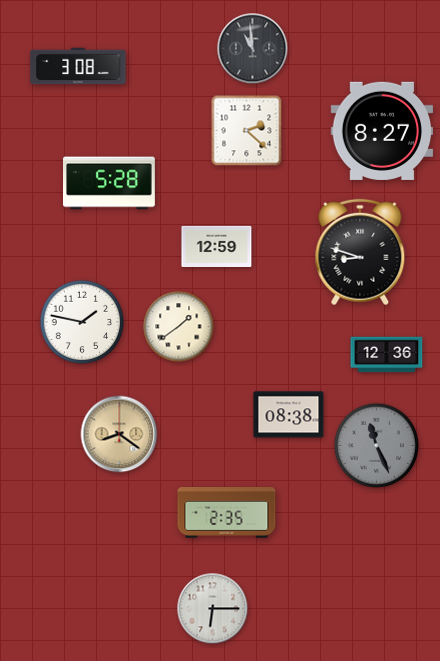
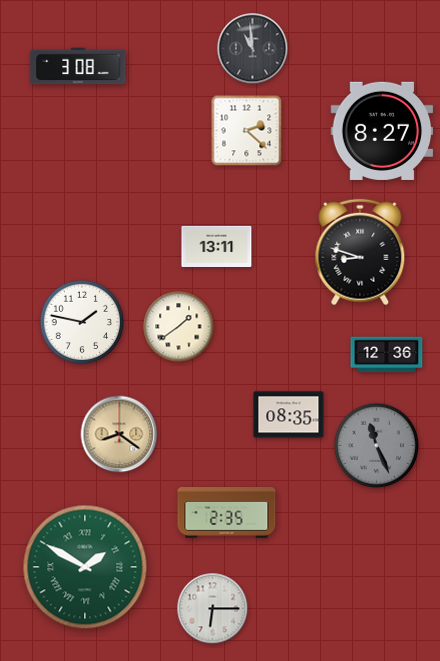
clock at (110, 183): 5:28 -> none
clock at (217, 246): 12:59 -> 13:11
clock at (289, 415): 08:38 -> 08:35
clock at (85, 567): none -> 1:50
